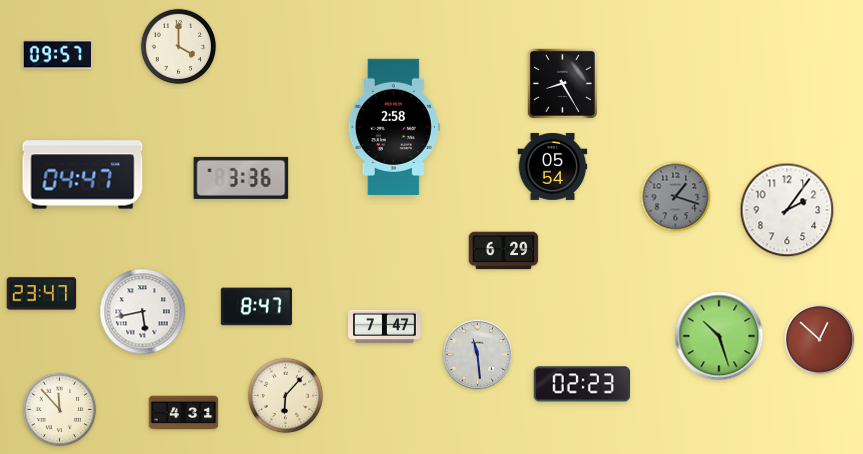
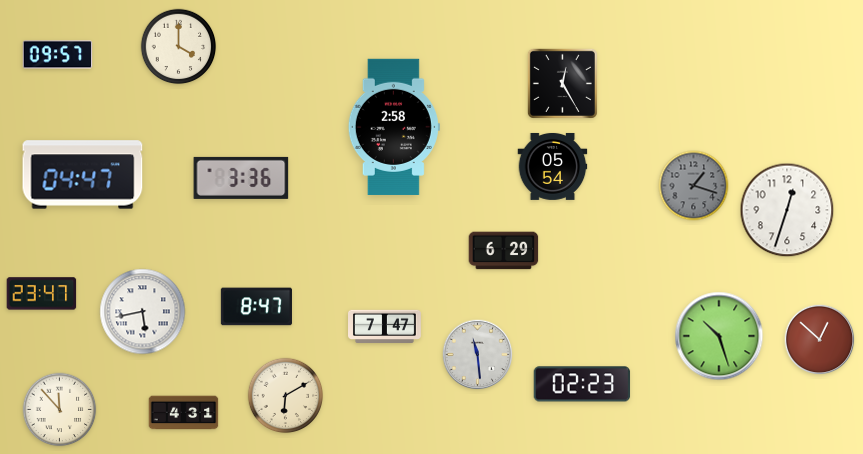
clock at (562, 83): 8:25 -> 12:25
clock at (676, 197) position: (676, 197) -> (694, 186)
clock at (787, 210): 2:06 -> 12:33
clock at (286, 396): 6:07 -> 6:10
